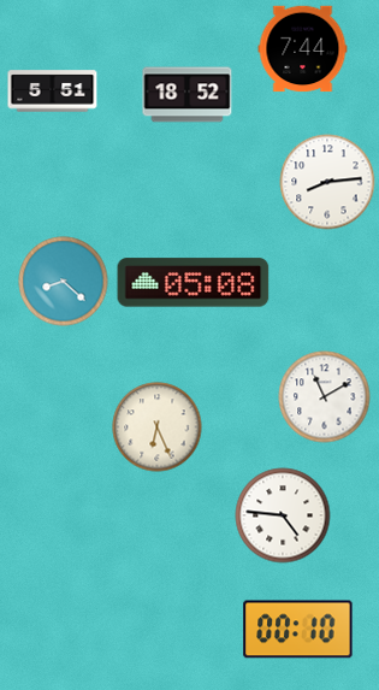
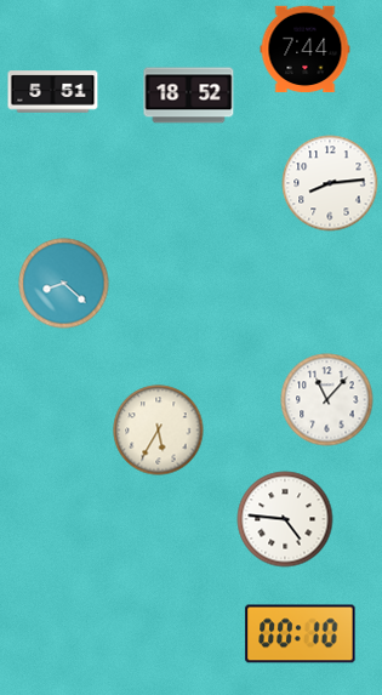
clock at (194, 283): 05:08 -> none
clock at (325, 397): 11:10 -> 11:07
clock at (158, 427): 6:26 -> 5:35
